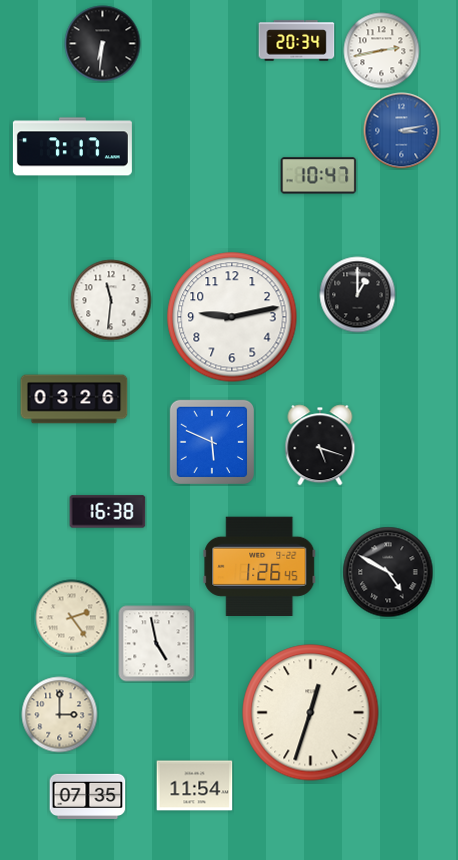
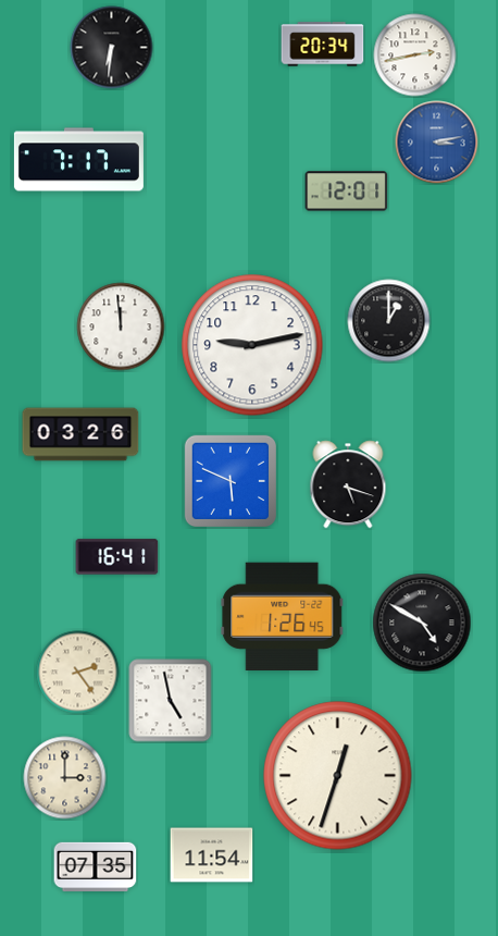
clock at (319, 176): 10:47 -> 12:01
clock at (111, 300): 11:31 -> 11:59
clock at (108, 512): 16:38 -> 16:41
